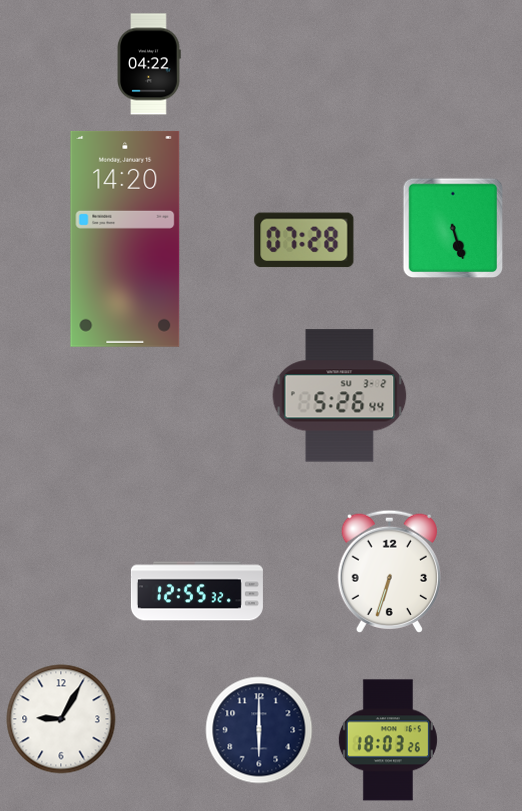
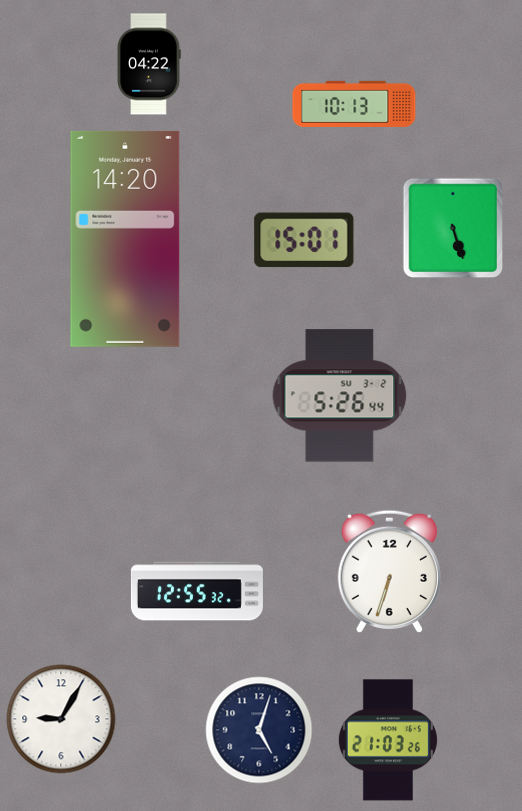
clock at (354, 104): none -> 10:13
clock at (304, 240): 07:28 -> 15:01
clock at (259, 730): 6:00 -> 5:03
clock at (388, 740): 18:03 -> 21:03
